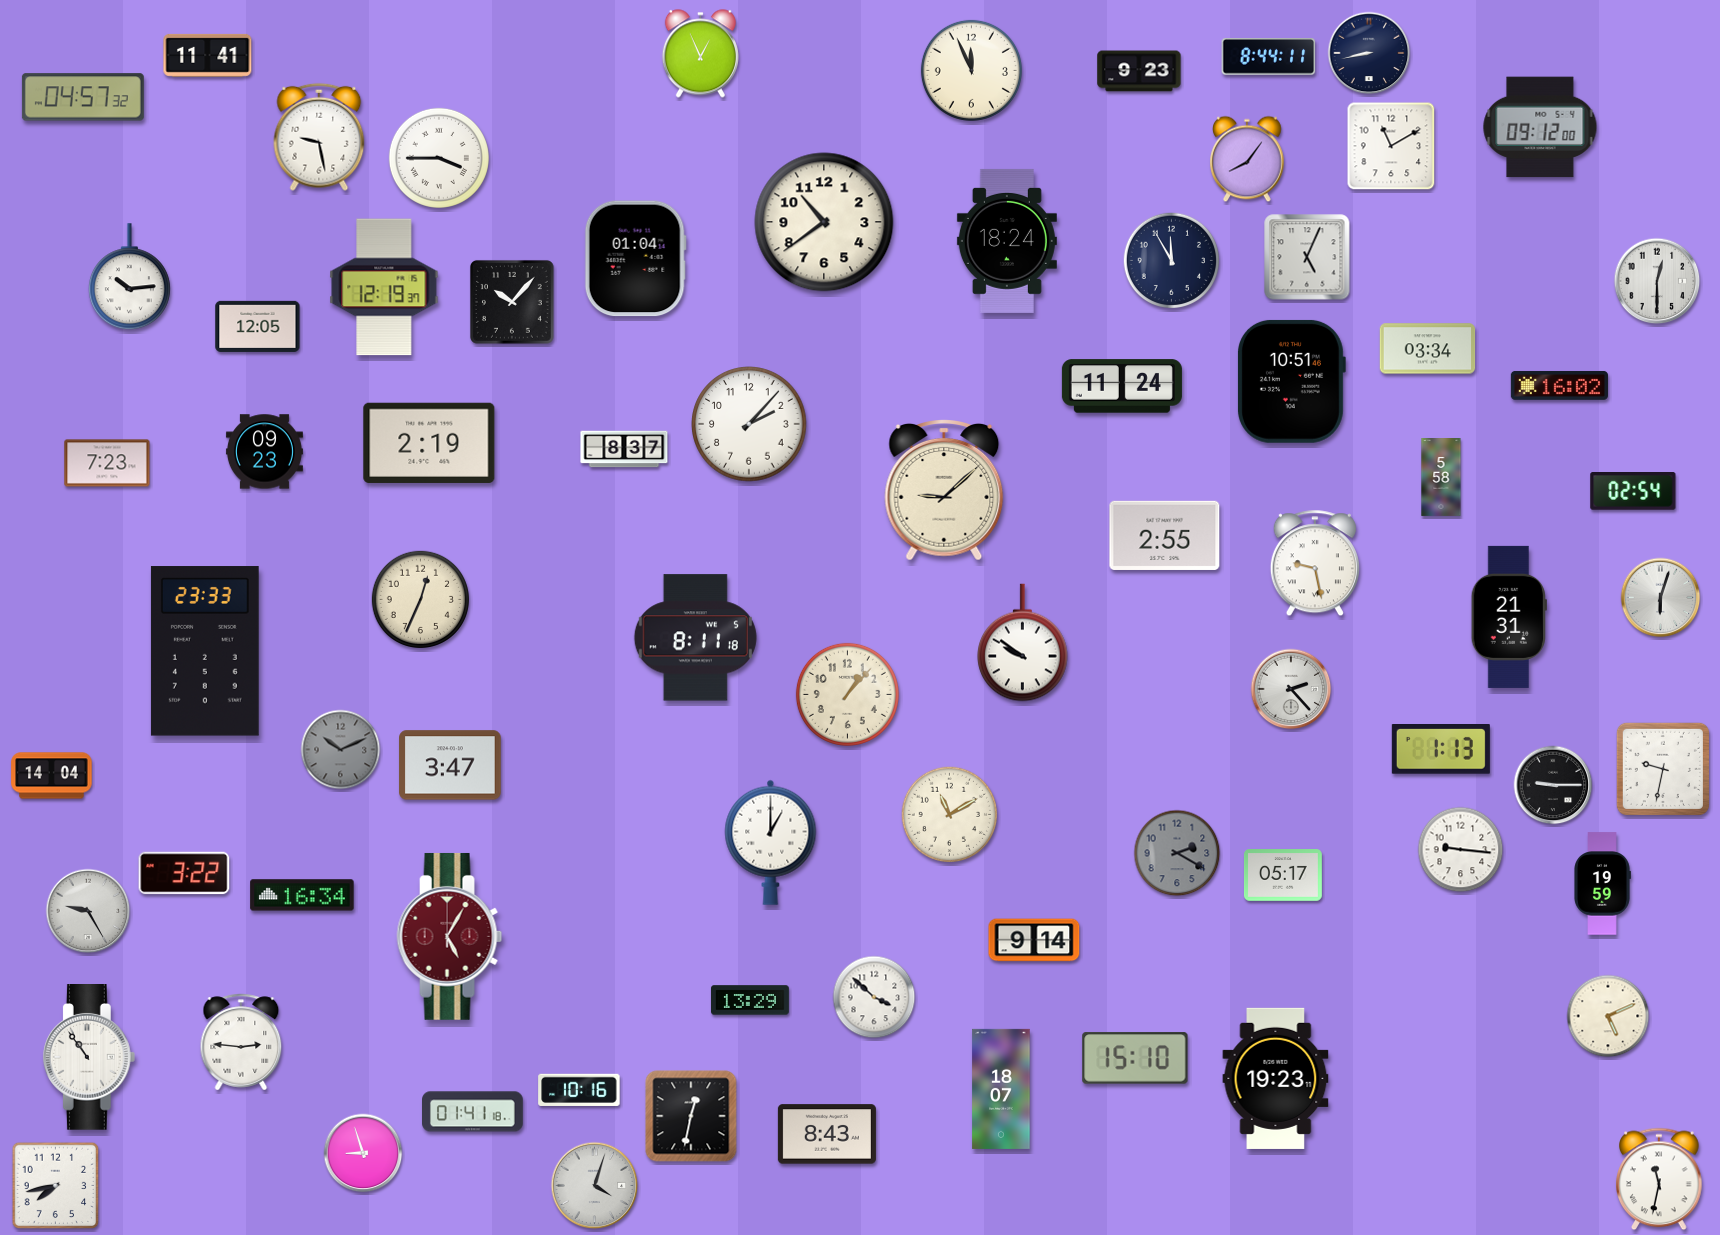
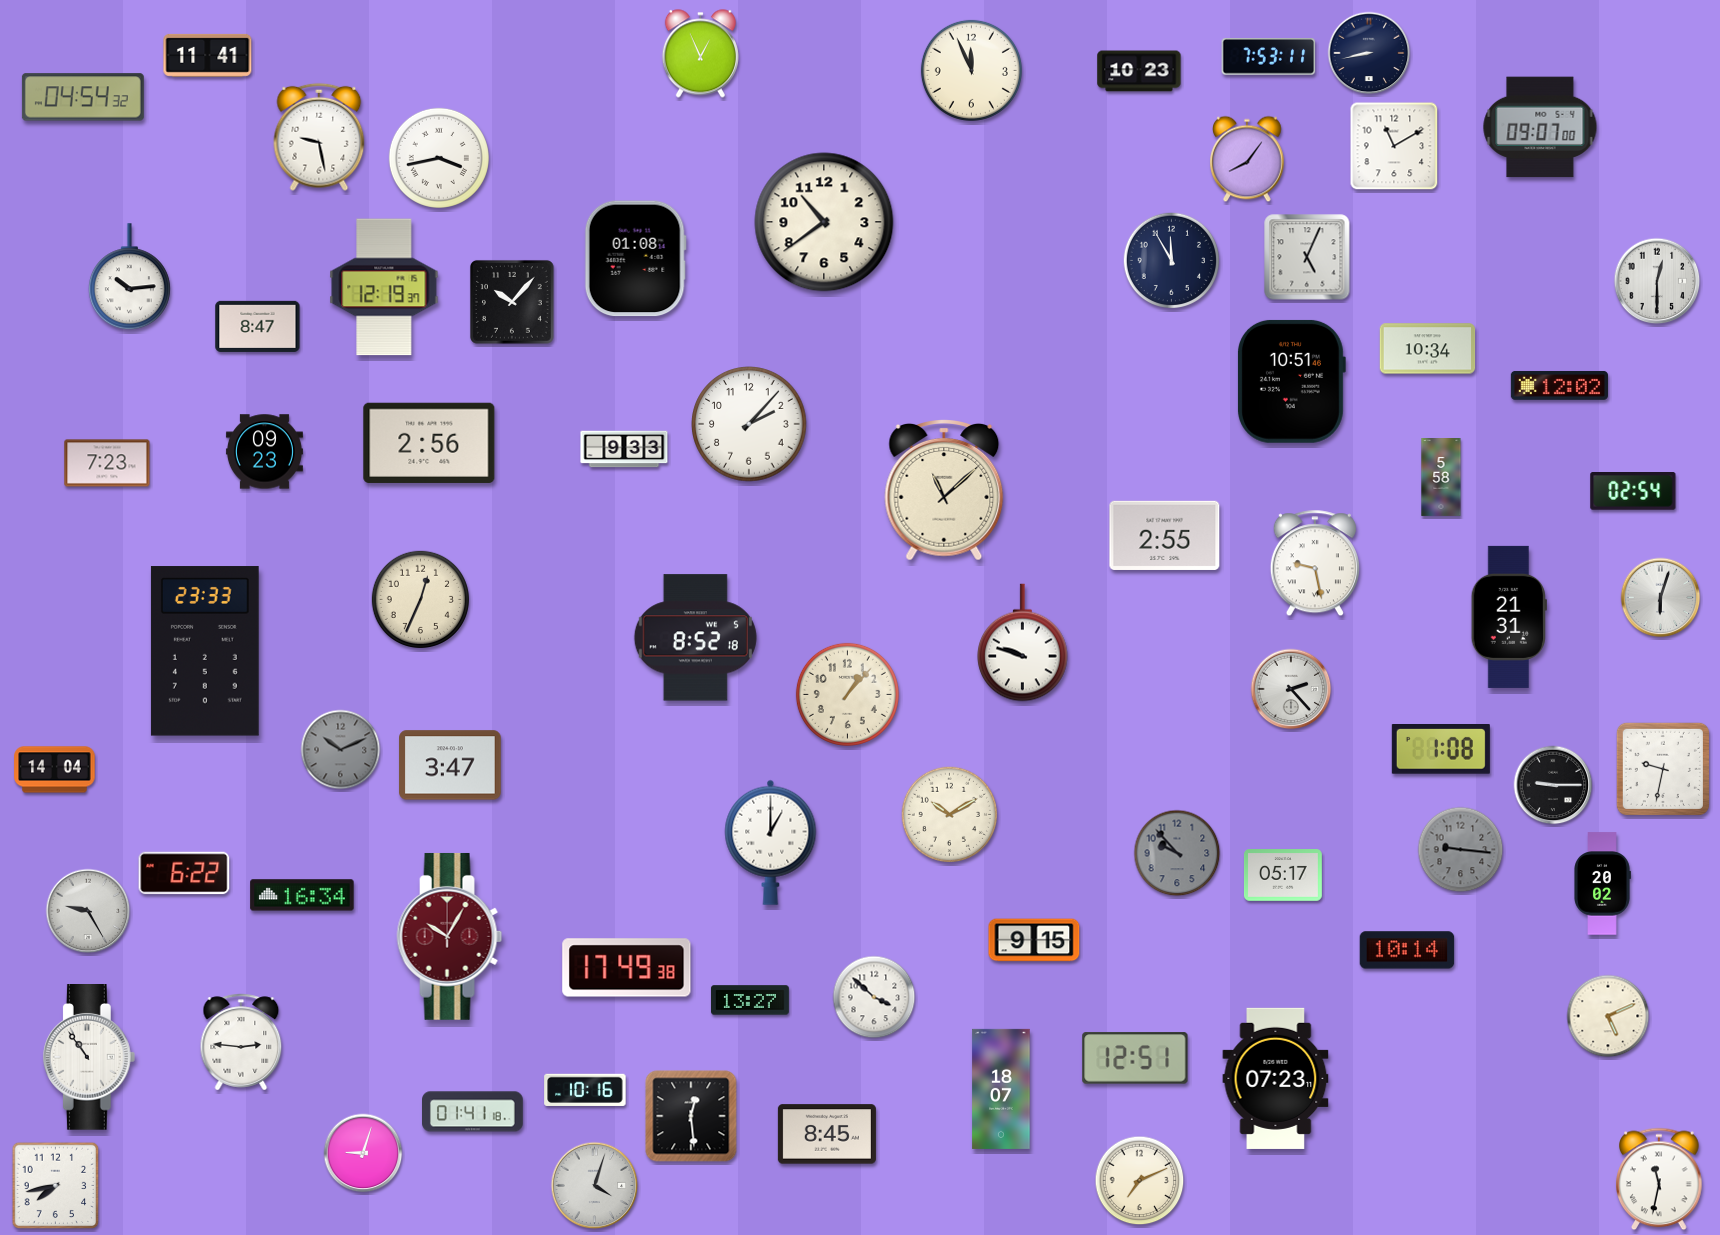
clock at (1269, 57): 8:44 -> 7:53
clock at (1139, 71): 9:23 -> 10:23
clock at (83, 97): 04:57 -> 04:54
clock at (1540, 127): 09:12 -> 09:07
clock at (1391, 146) position: (1391, 146) -> (1394, 146)
clock at (439, 158): 3:45 -> 3:43
clock at (1007, 241): 18:24 -> none
clock at (635, 259): 01:04 -> 01:08
clock at (258, 326): 12:05 -> 8:47
clock at (1428, 349): 03:34 -> 10:34
clock at (1122, 386): 11:24 -> none
clock at (1559, 386): 16:02 -> 12:02
clock at (429, 443): 2:19 -> 2:56
clock at (624, 449): 8:37 -> 9:33
clock at (944, 491): 9:08 -> 11:08
clock at (695, 638): 8:11 -> 8:52
clock at (1023, 643): 9:51 -> 9:48
clock at (1441, 750): 1:13 -> 1:08
clock at (52, 776) position: (52, 776) -> (55, 770)
clock at (949, 814): 11:10 -> 10:10
clock at (1461, 850) dial: white -> grey
clock at (1177, 853): 2:20 -> 9:53
clock at (184, 873): 3:22 -> 6:22
clock at (1602, 884): 19:59 -> 20:02
clock at (450, 936): 5:05 -> 10:05
clock at (1034, 940): 9:14 -> 9:15
clock at (1407, 950): none -> 10:14
clock at (627, 968): none -> 17:49
clock at (750, 1000): 13:29 -> 13:27
clock at (1135, 1058): 15:10 -> 12:51
clock at (1276, 1078): 19:23 -> 07:23
clock at (579, 1089) position: (579, 1089) -> (585, 1089)
clock at (691, 1116): 12:32 -> 12:29
clock at (827, 1134): 8:43 -> 8:45
clock at (363, 1153): 8:57 -> 9:03
clock at (1140, 1181): none -> 7:11
